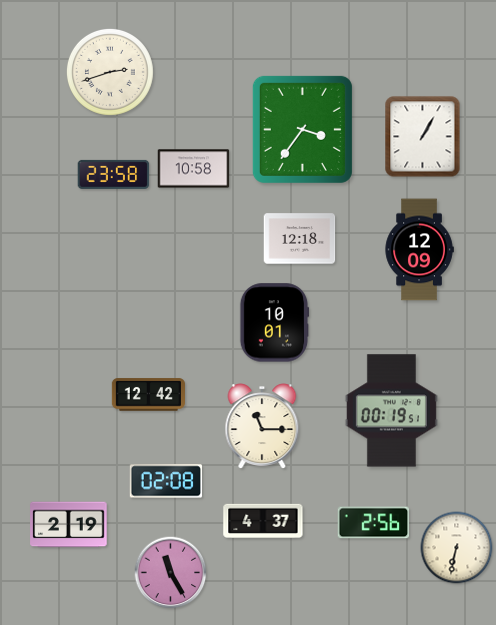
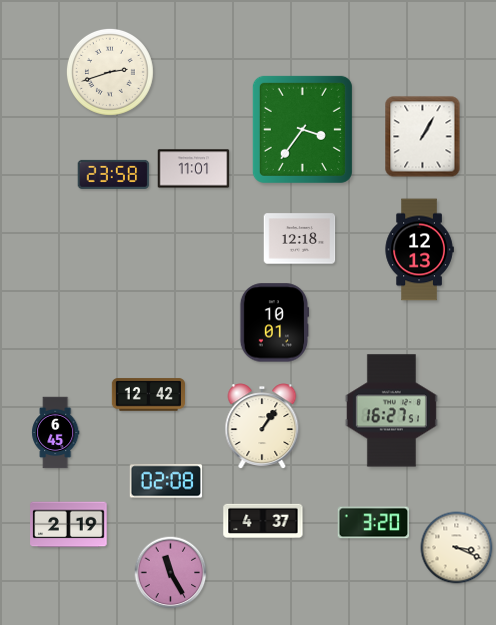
clock at (194, 169): 10:58 -> 11:01
clock at (419, 250): 12:09 -> 12:13
clock at (391, 411): 00:19 -> 16:27
clock at (262, 426): 11:15 -> 1:06
clock at (56, 433): none -> 6:45
clock at (374, 523): 2:56 -> 3:20
clock at (457, 548): 6:32 -> 3:19
